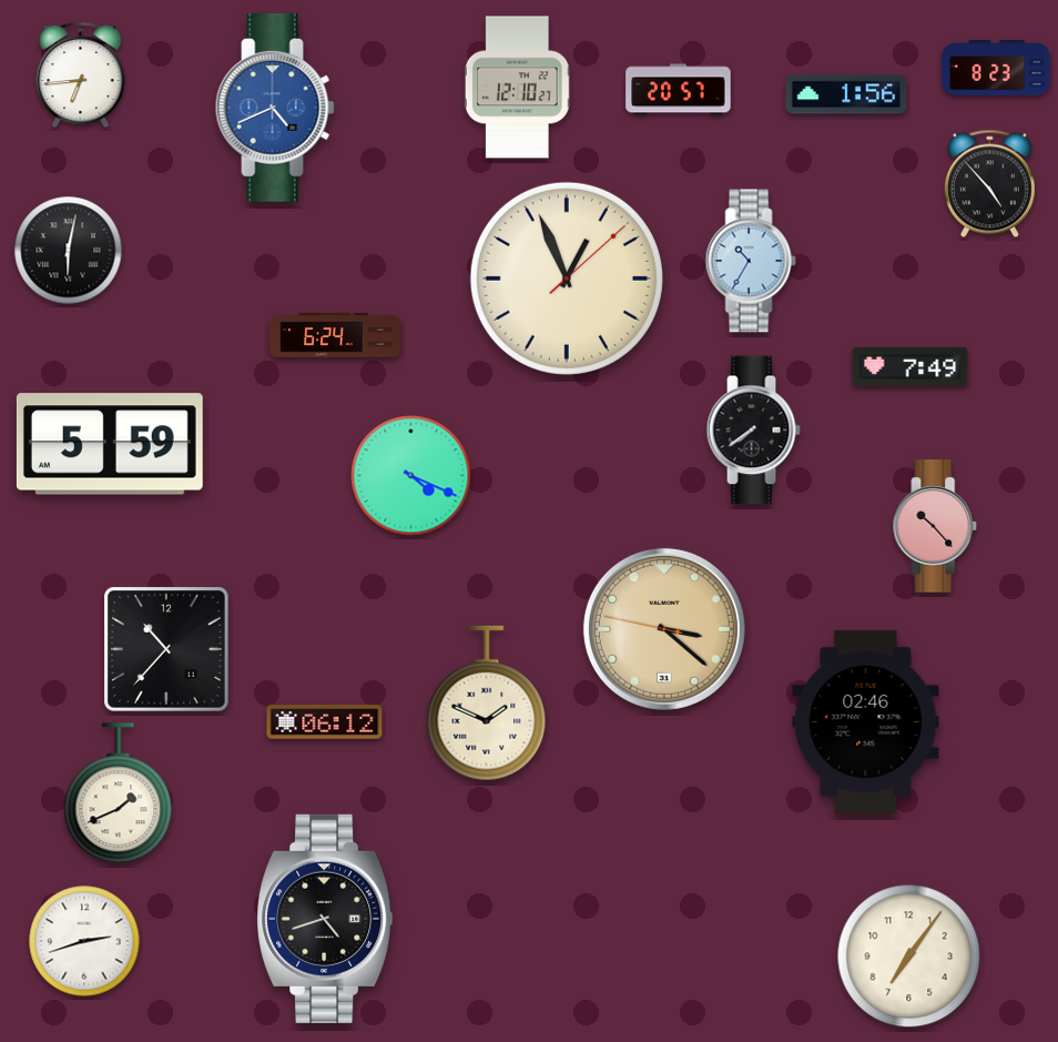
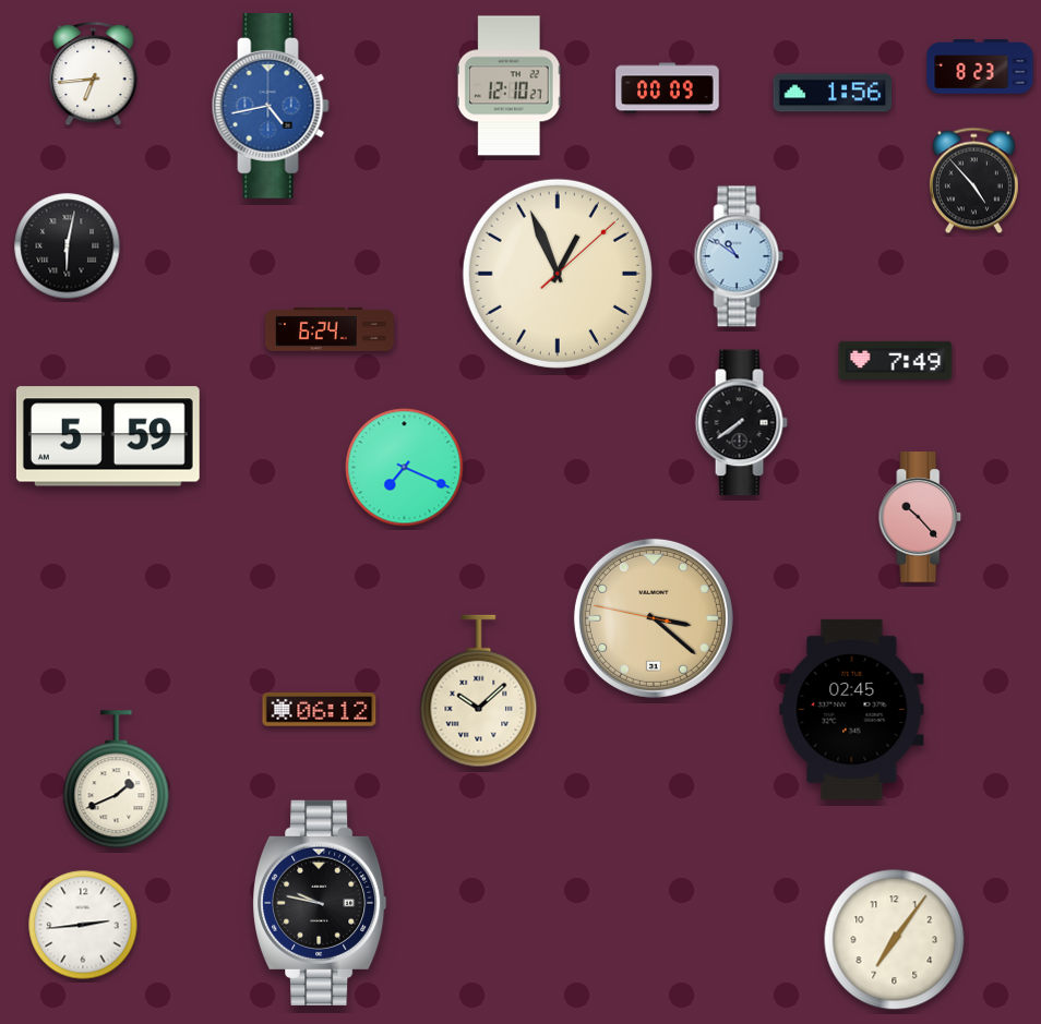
clock at (81, 75) position: (81, 75) -> (94, 74)
clock at (679, 90): 20:57 -> 00:09
clock at (275, 109): 4:41 -> 4:43
clock at (751, 261): 10:35 -> 10:51
clock at (411, 476): 4:19 -> 7:19
clock at (167, 650): 10:37 -> none
clock at (487, 704): 1:49 -> 10:08
clock at (866, 721): 02:46 -> 02:45
clock at (326, 919): 4:42 -> 9:47
clock at (84, 941): 2:42 -> 2:44
